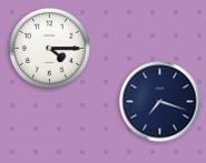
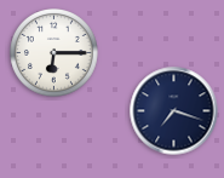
clock at (50, 49): 4:15 -> 6:15
